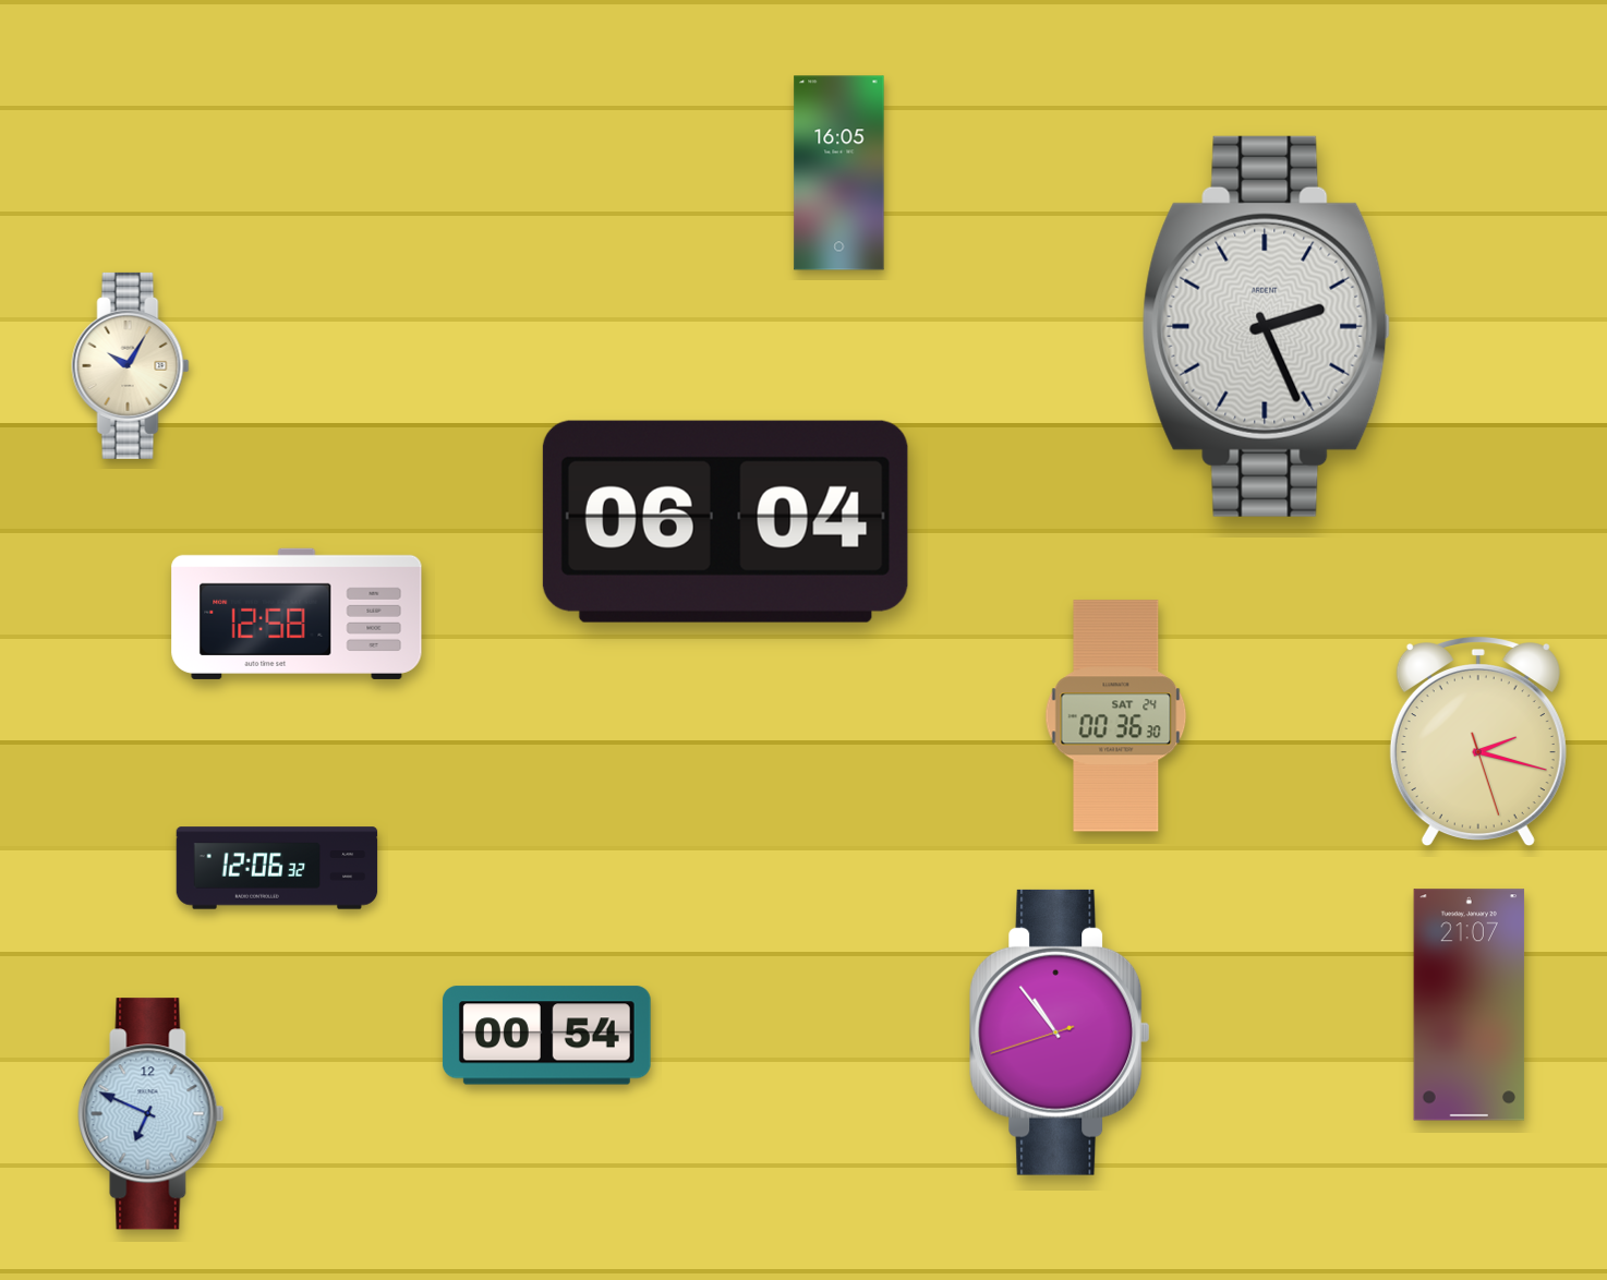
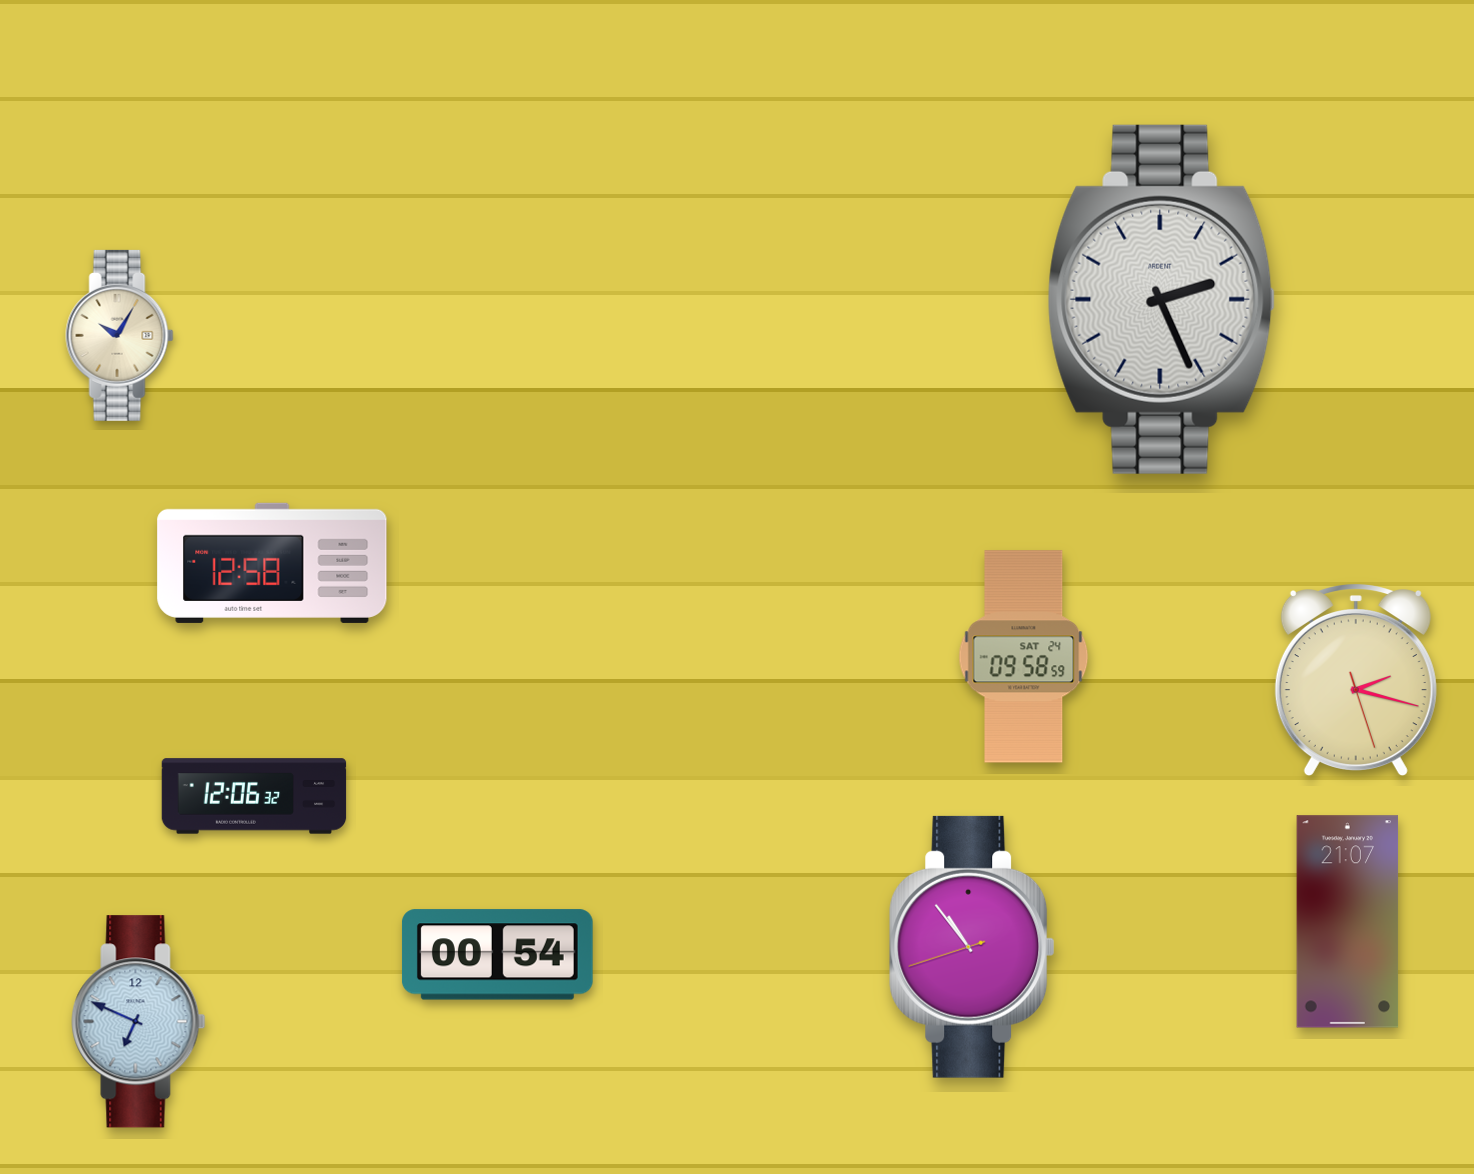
clock at (839, 173): 16:05 -> none
clock at (725, 521): 06:04 -> none
clock at (1116, 716): 00:36 -> 09:58
clock at (546, 1036) position: (546, 1036) -> (497, 955)
